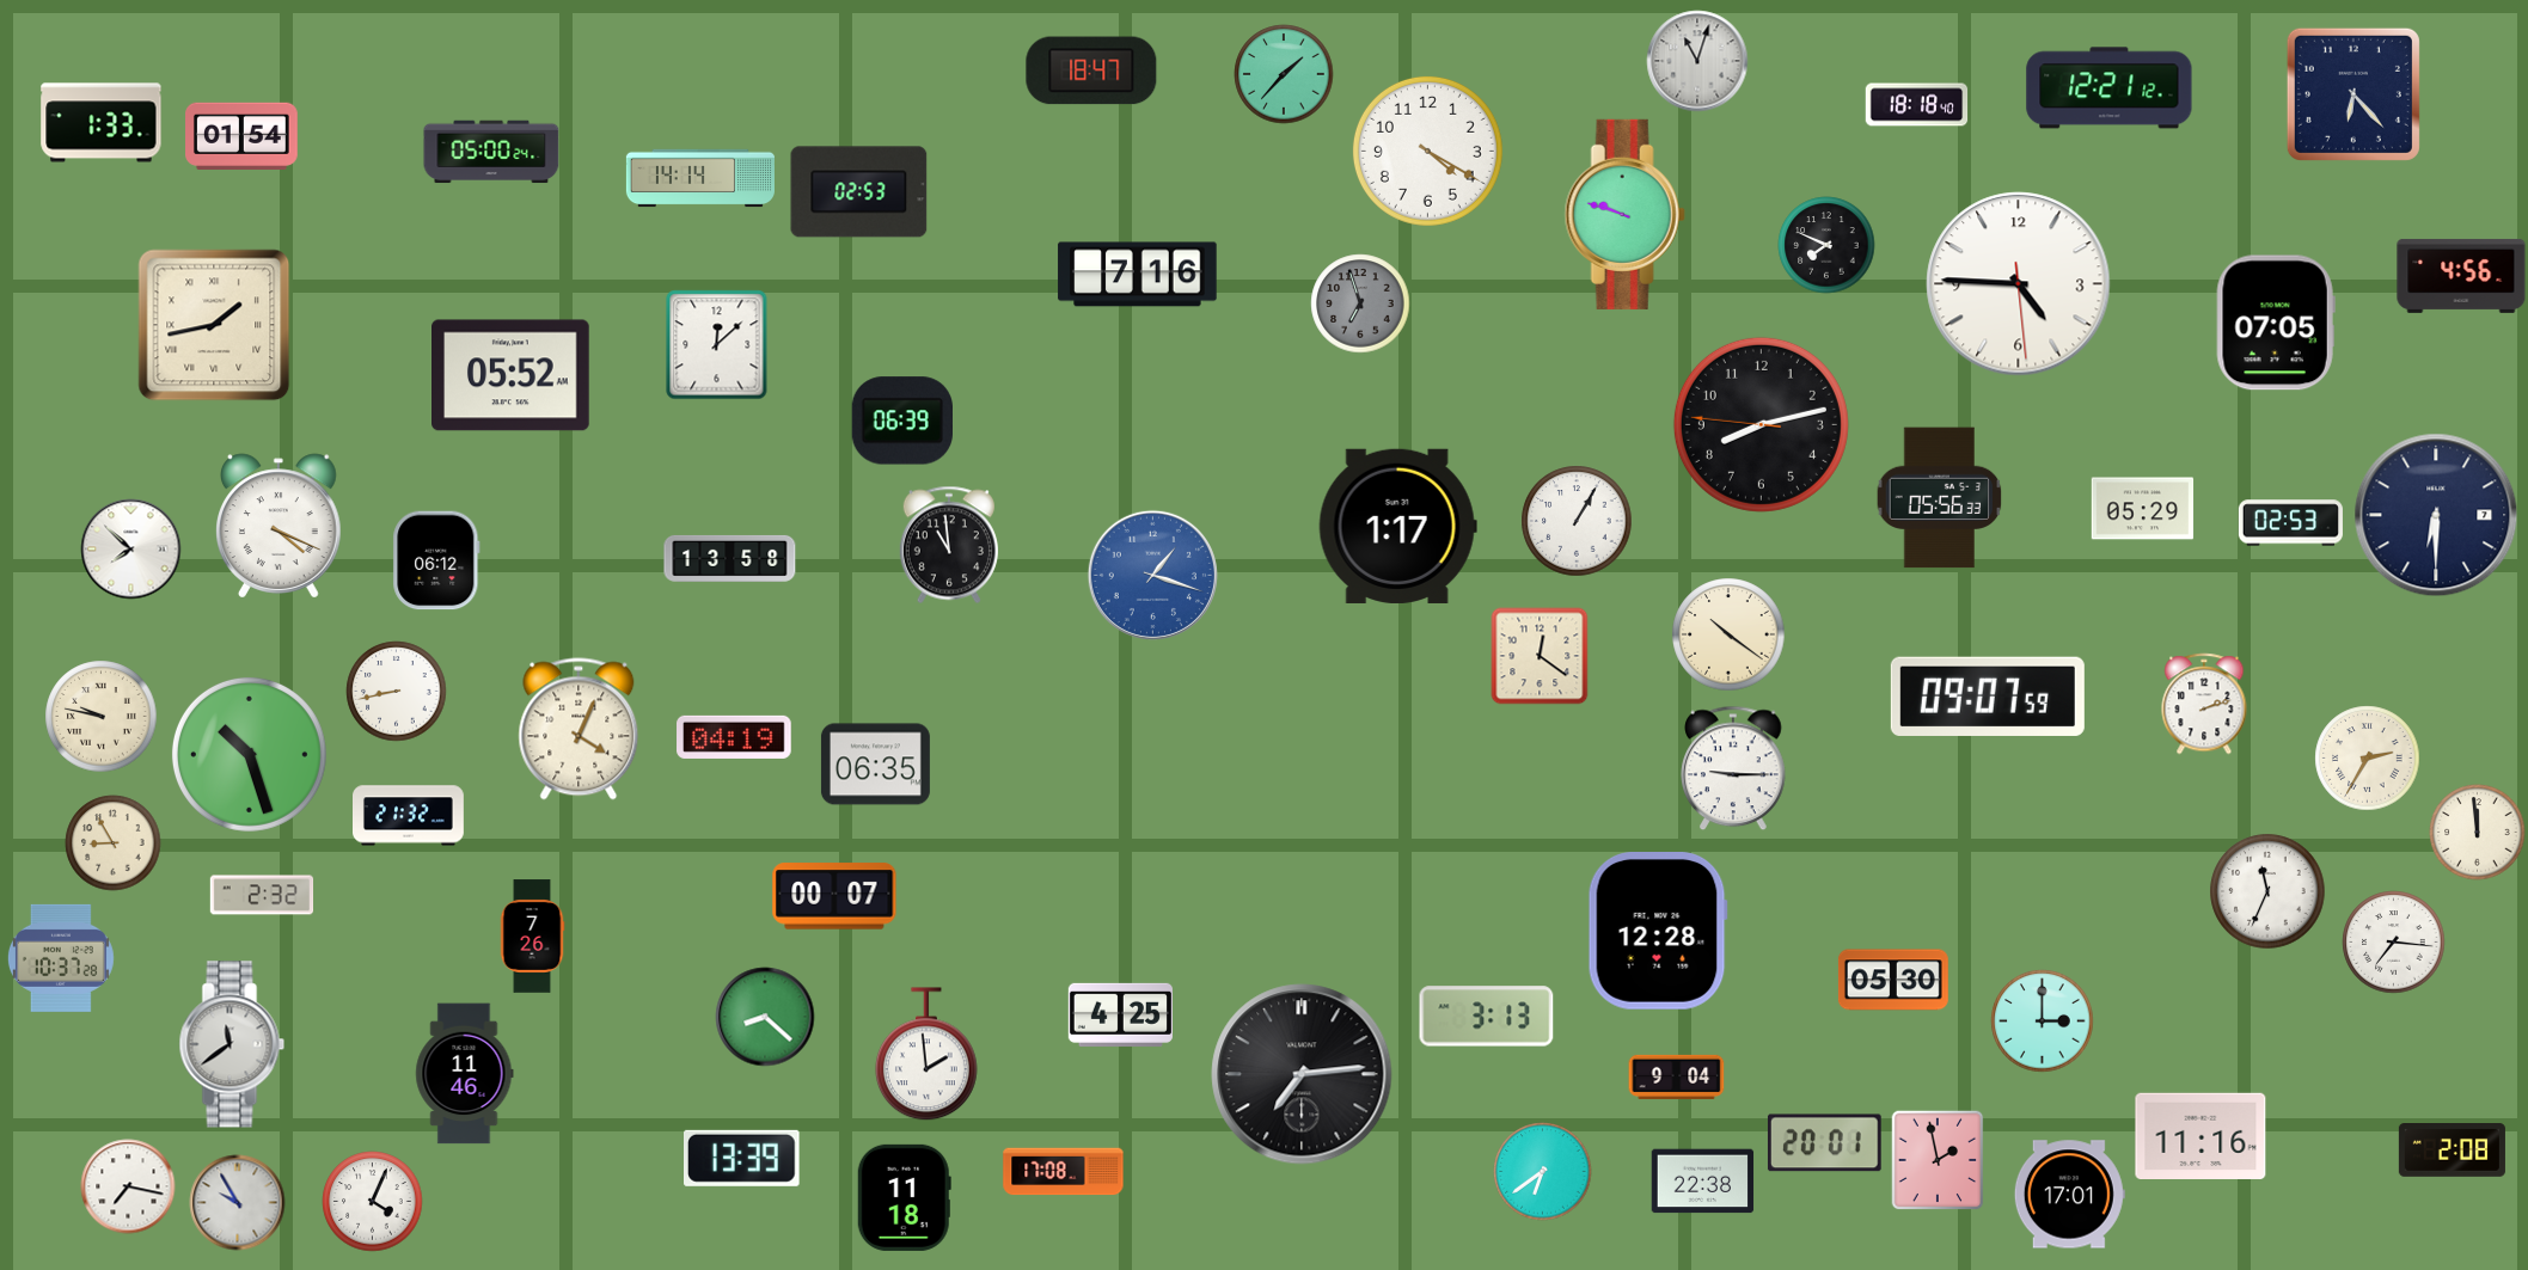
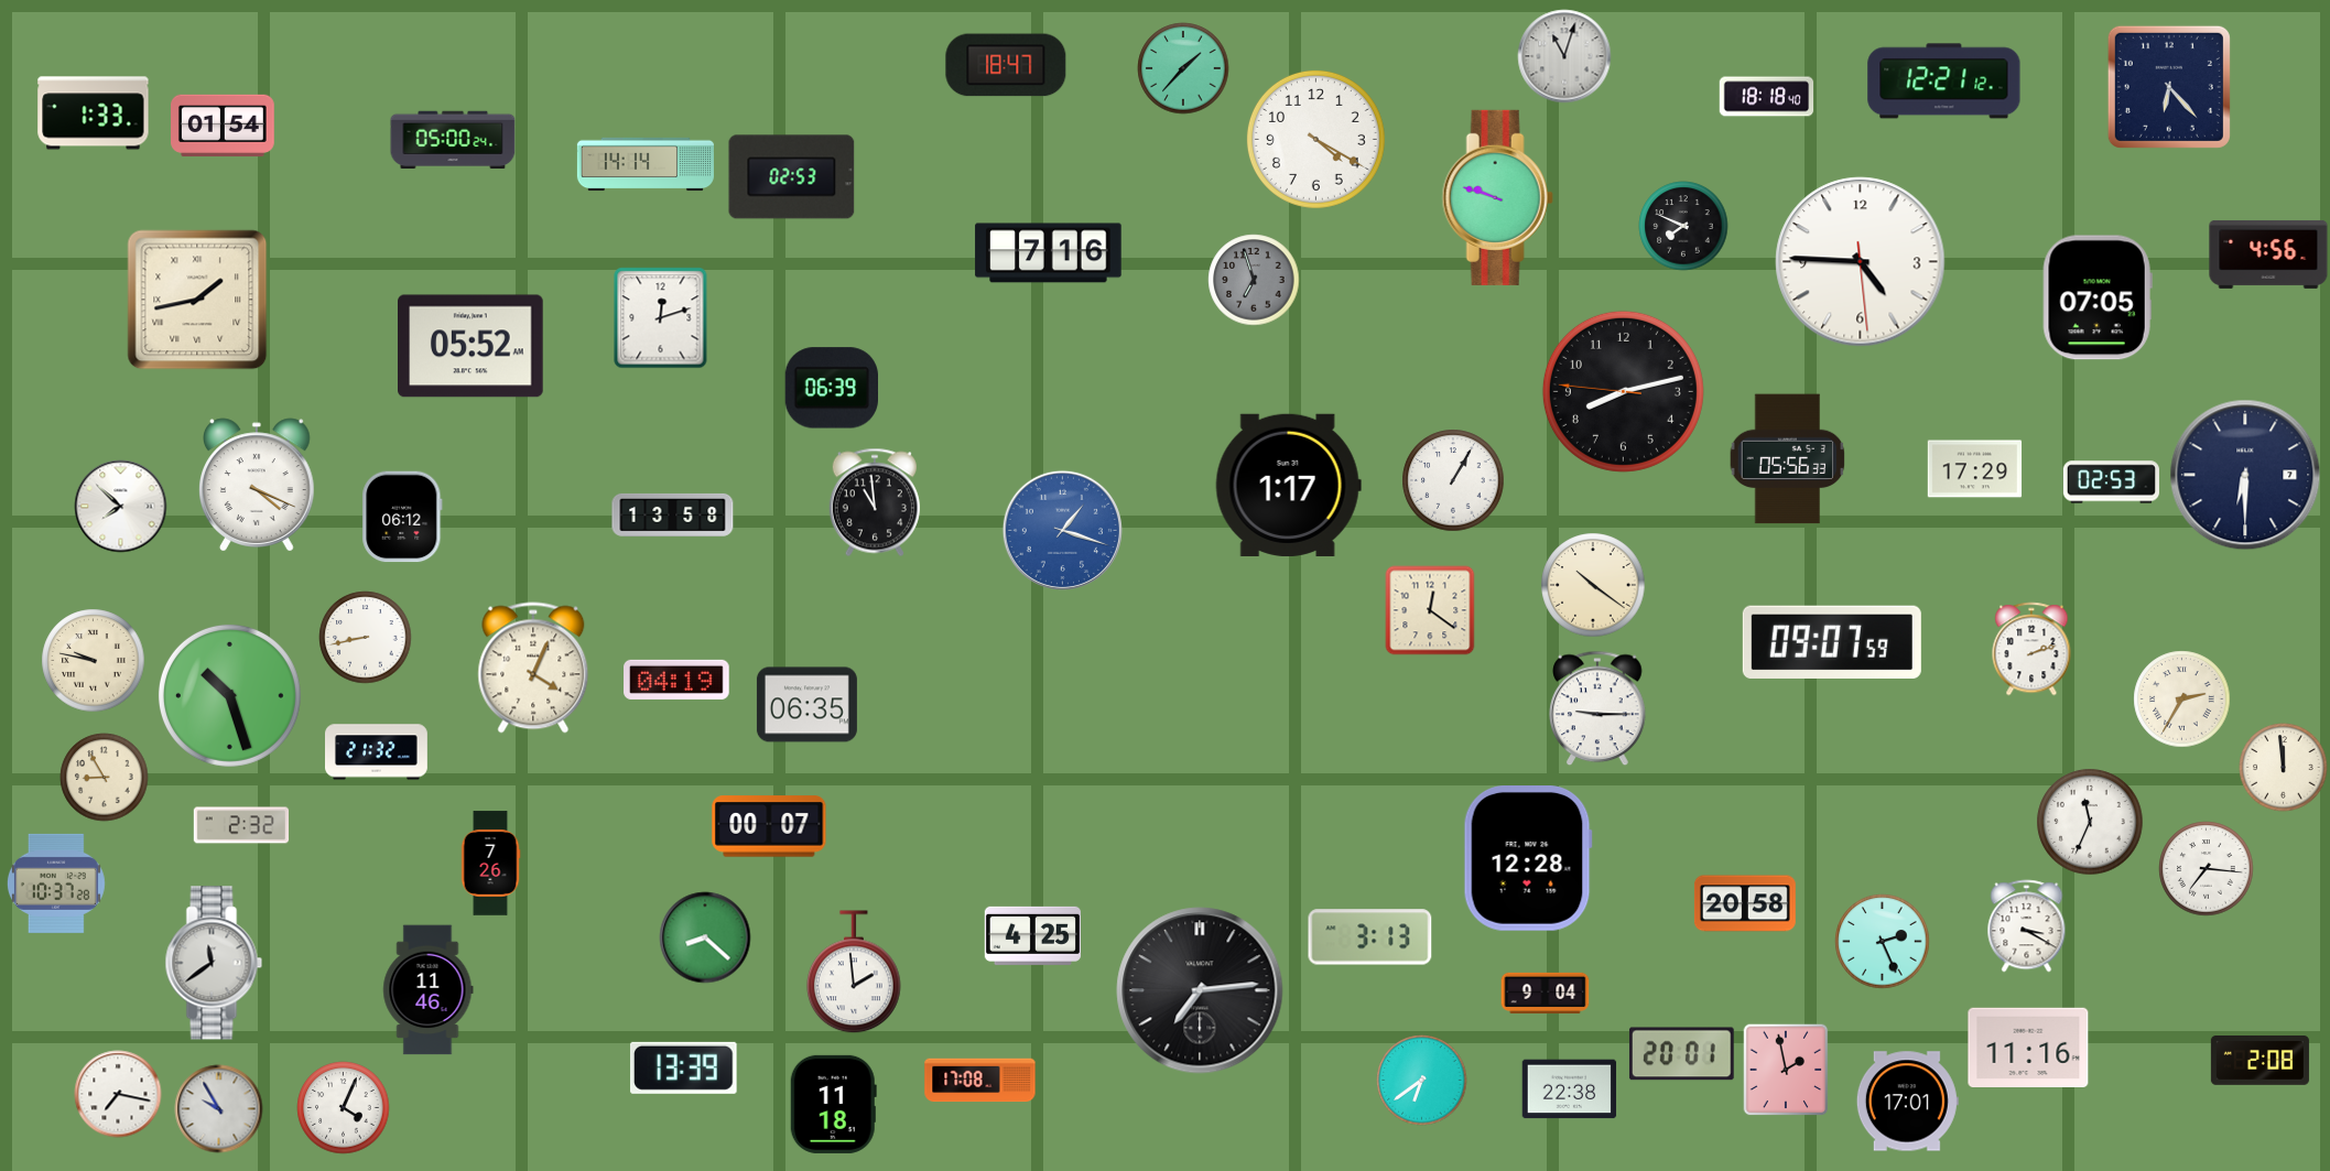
clock at (717, 345): 12:08 -> 12:12
clock at (2143, 509): 05:29 -> 17:29
clock at (1540, 656) position: (1540, 656) -> (1430, 610)
clock at (579, 729) position: (579, 729) -> (533, 668)
clock at (1893, 980): 05:30 -> 20:58
clock at (2027, 926): none -> 3:20
clock at (2043, 1021): 3:00 -> 2:26
